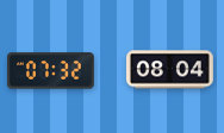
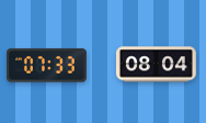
clock at (50, 71): 07:32 -> 07:33
